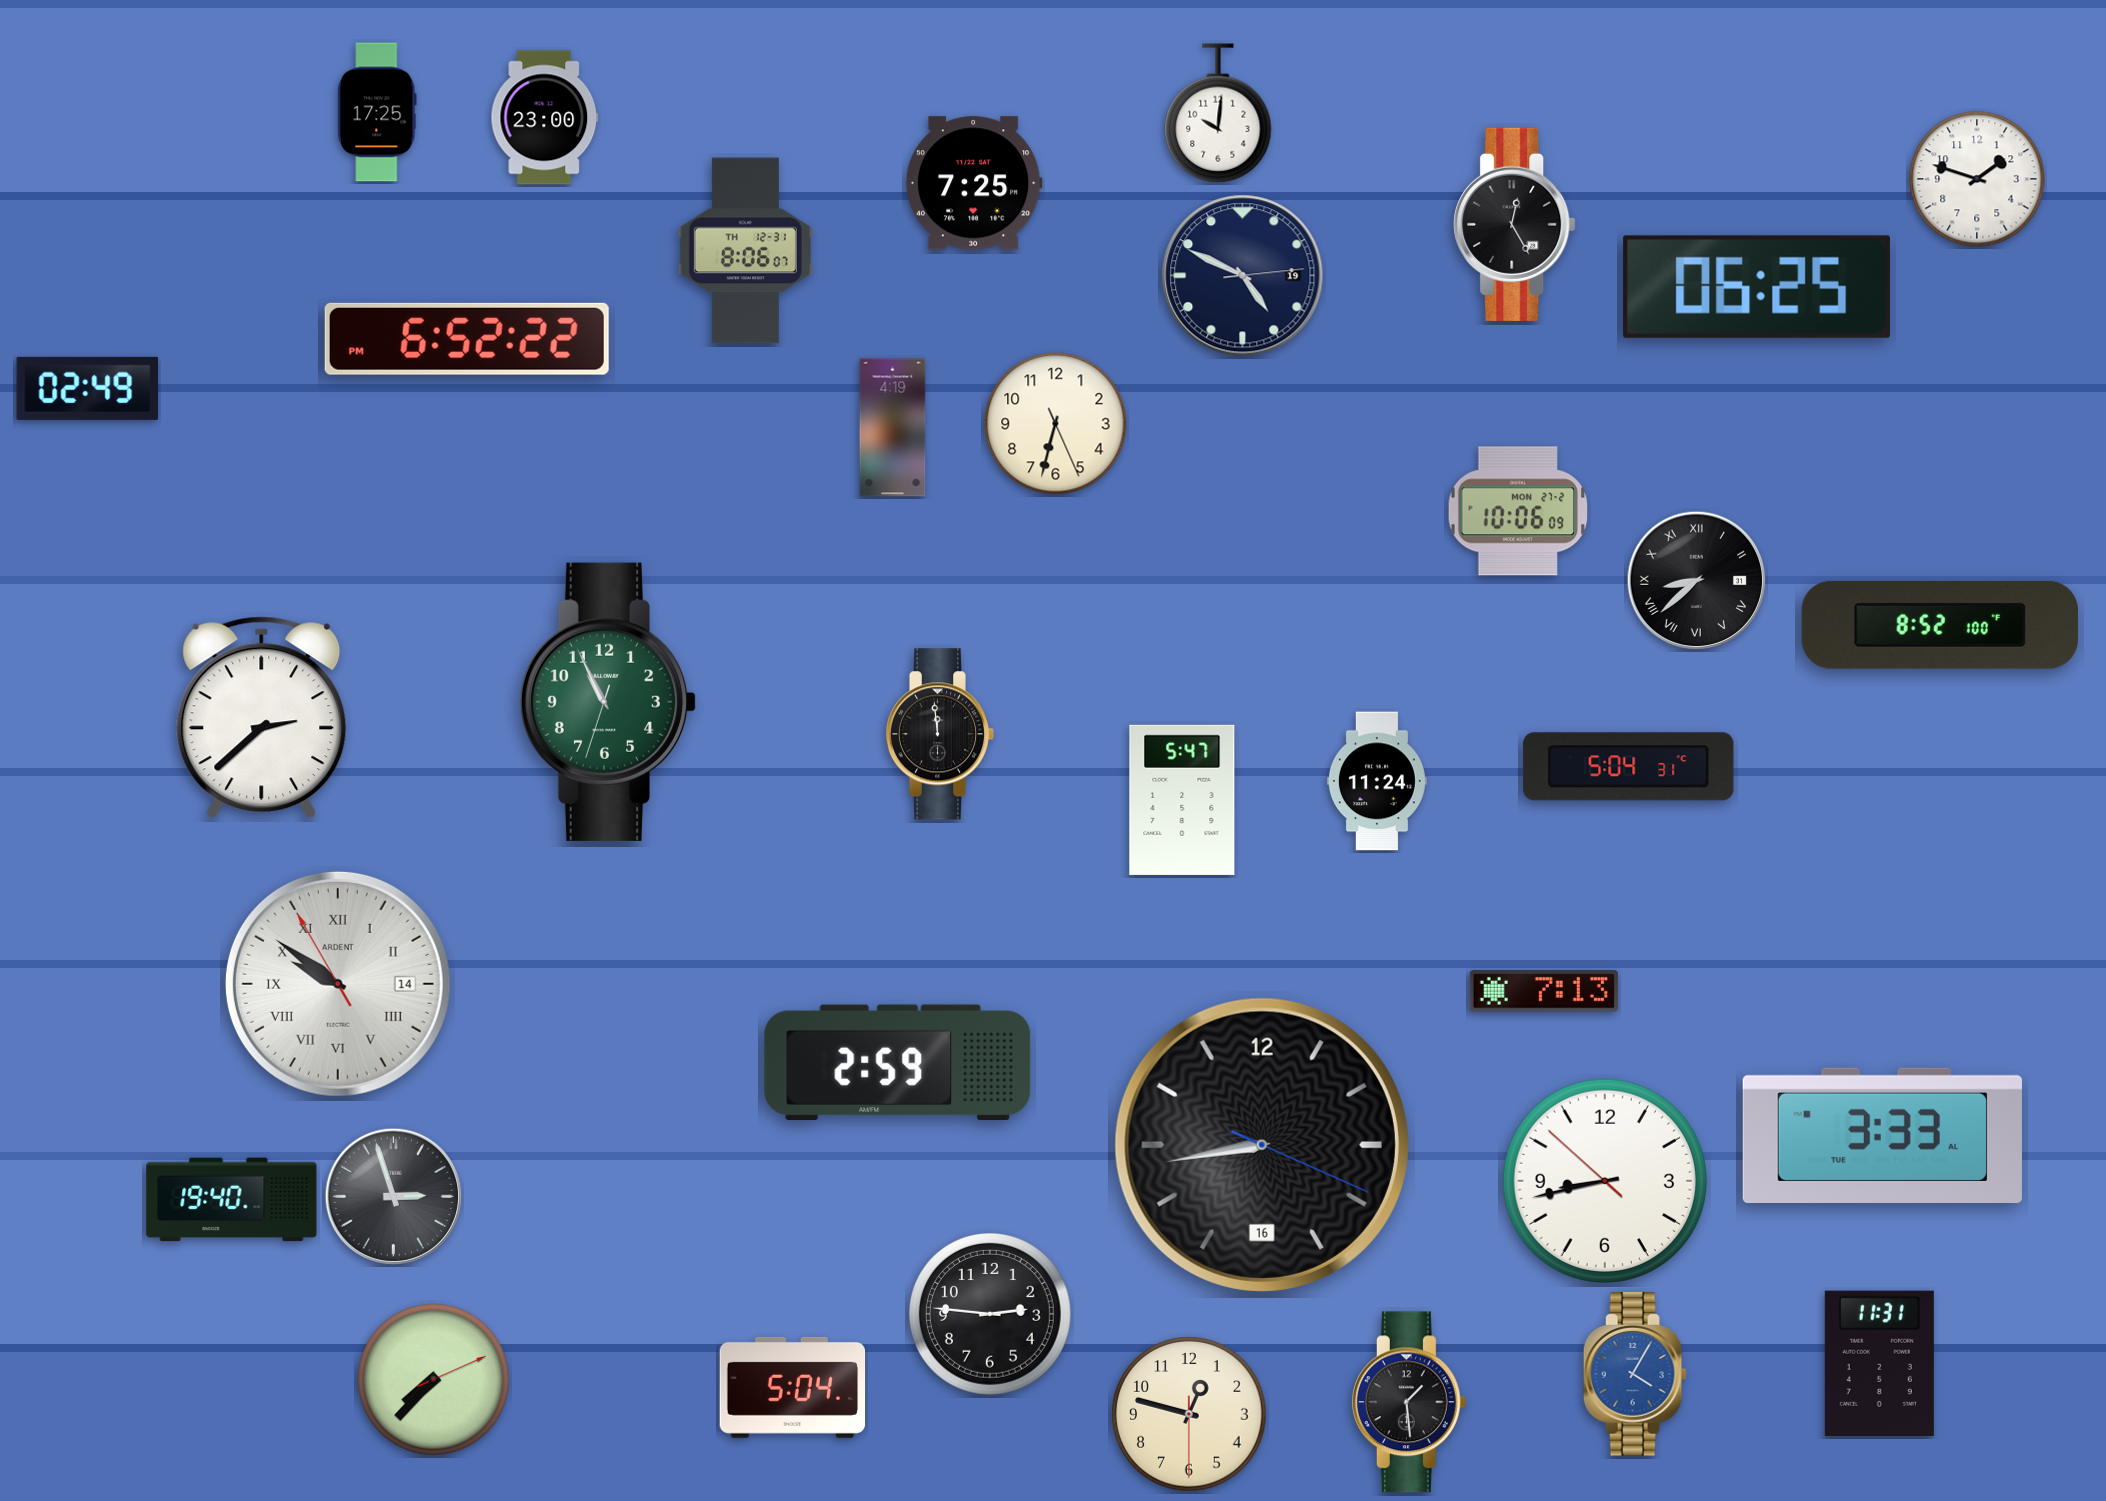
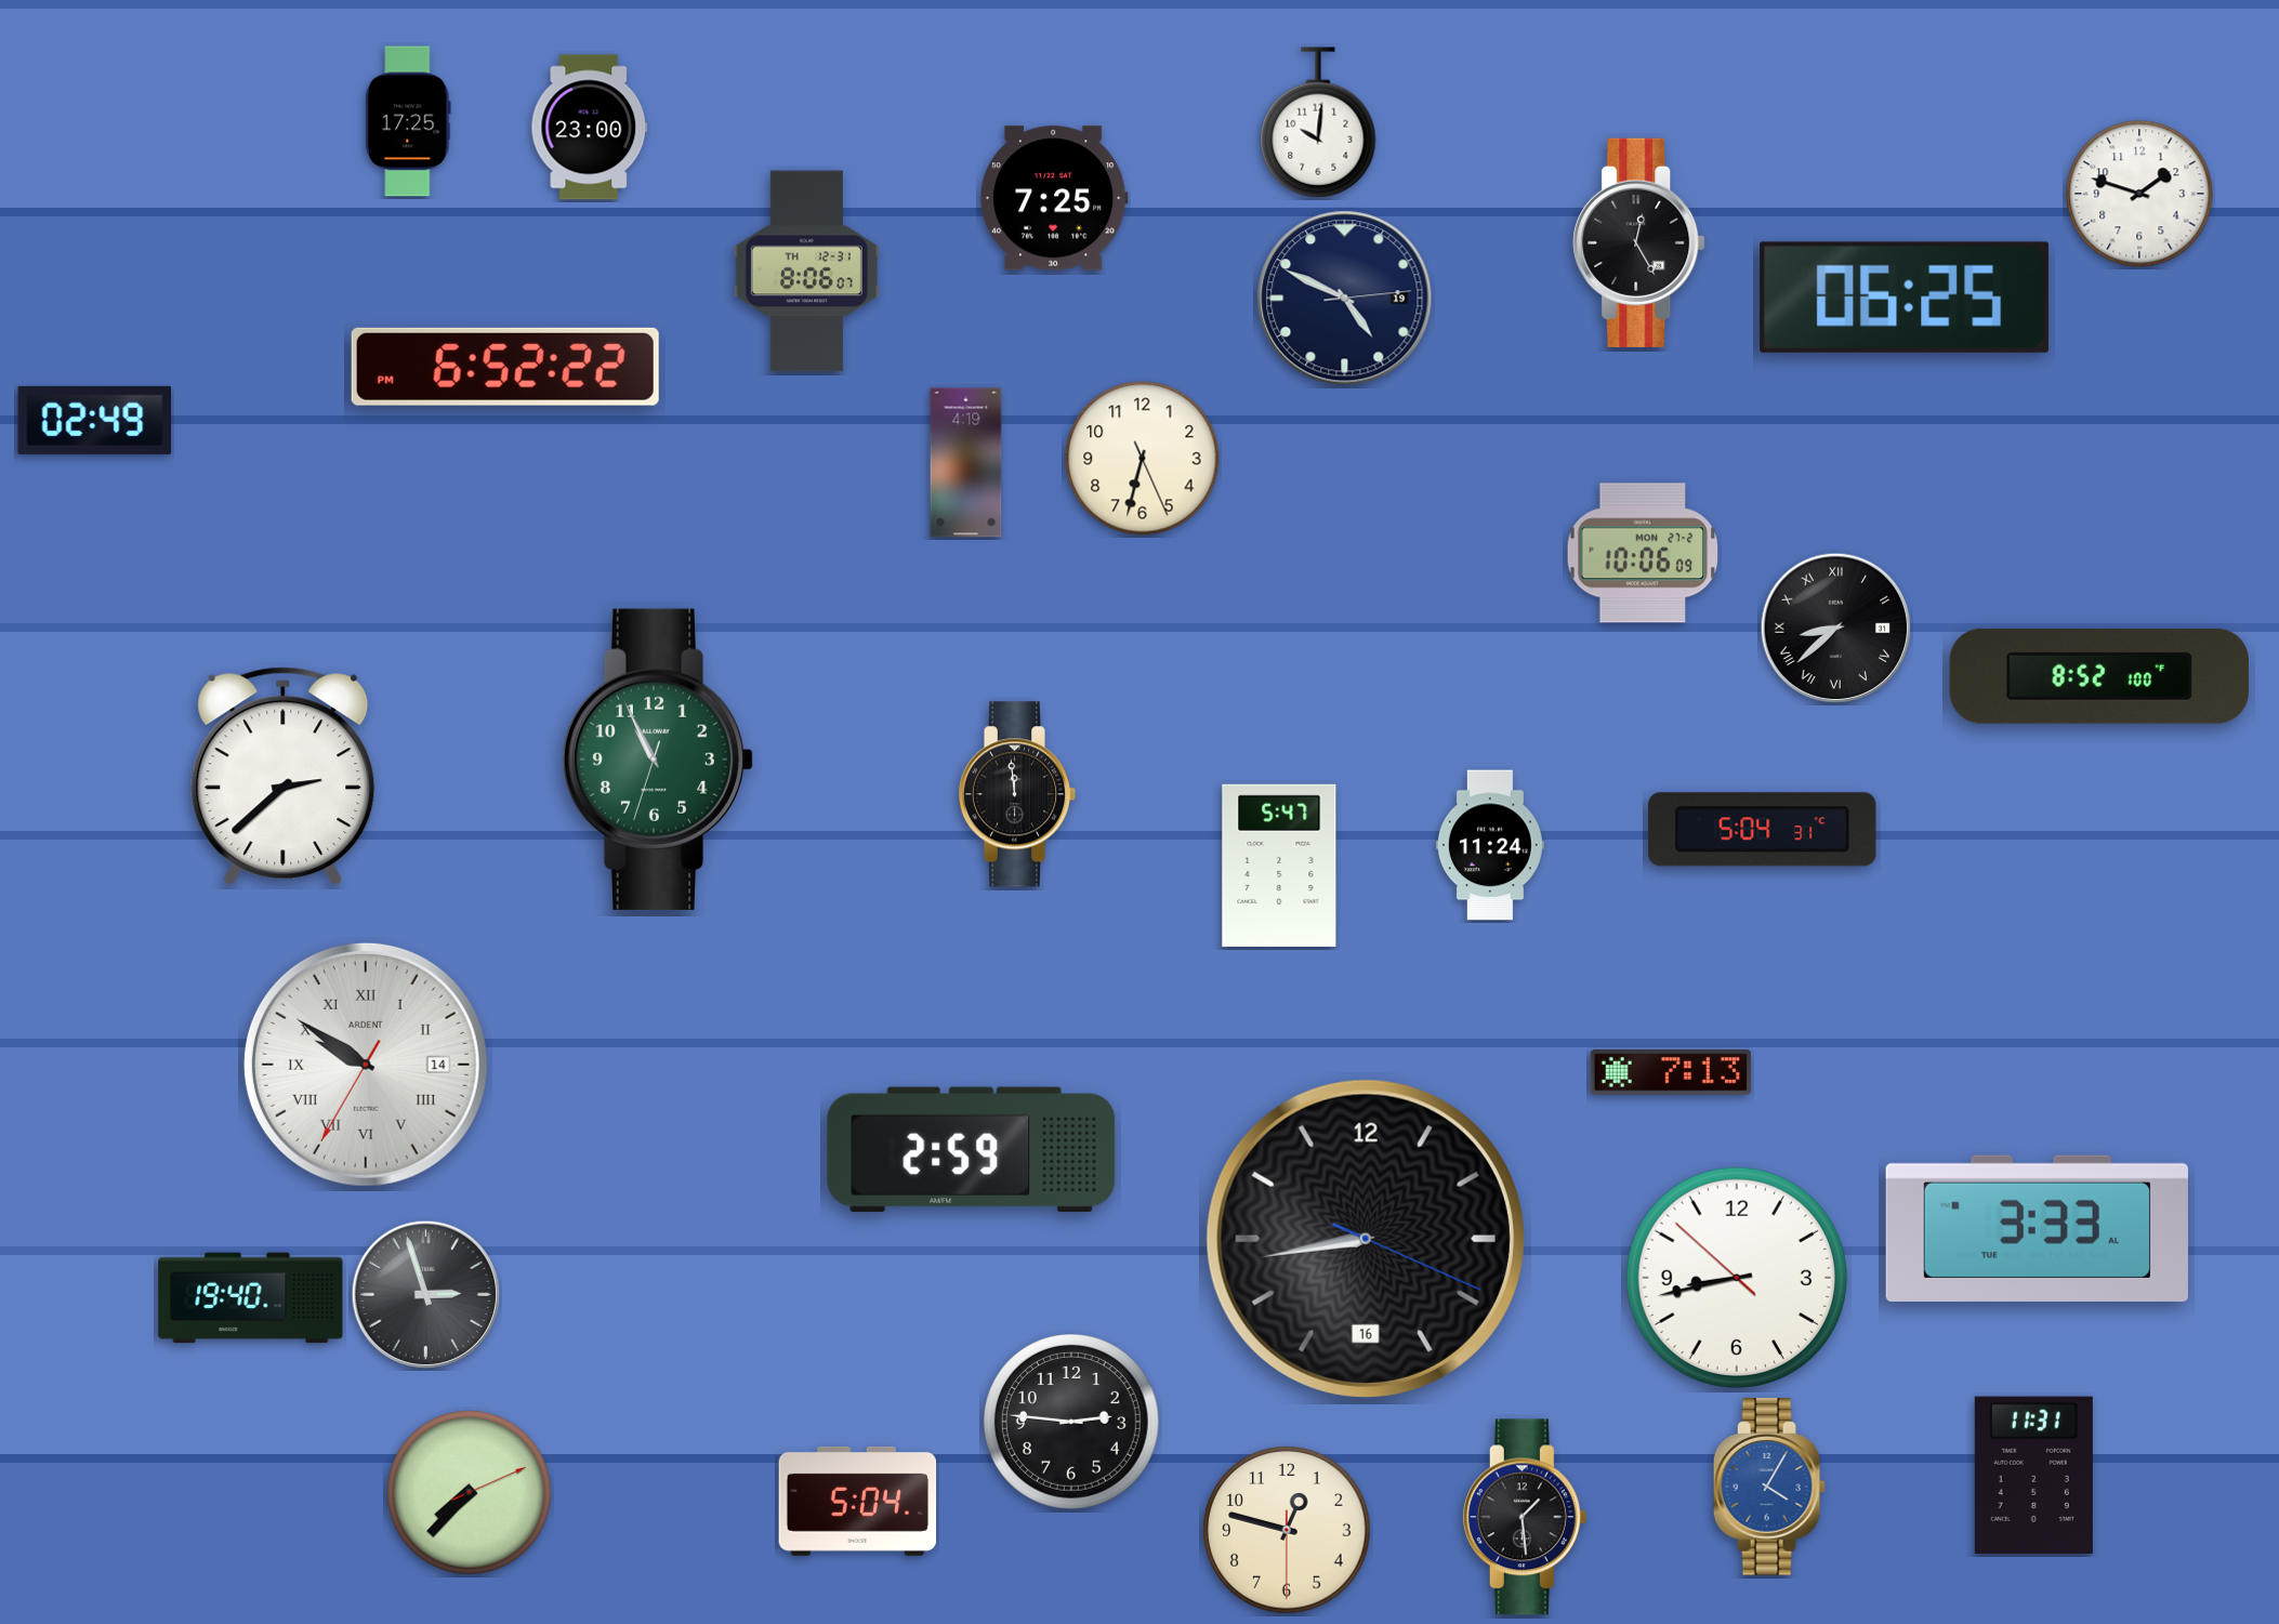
clock at (1757, 287) position: (1757, 287) -> (1905, 298)
clock at (338, 984): 9:50:55 -> 9:50:35
